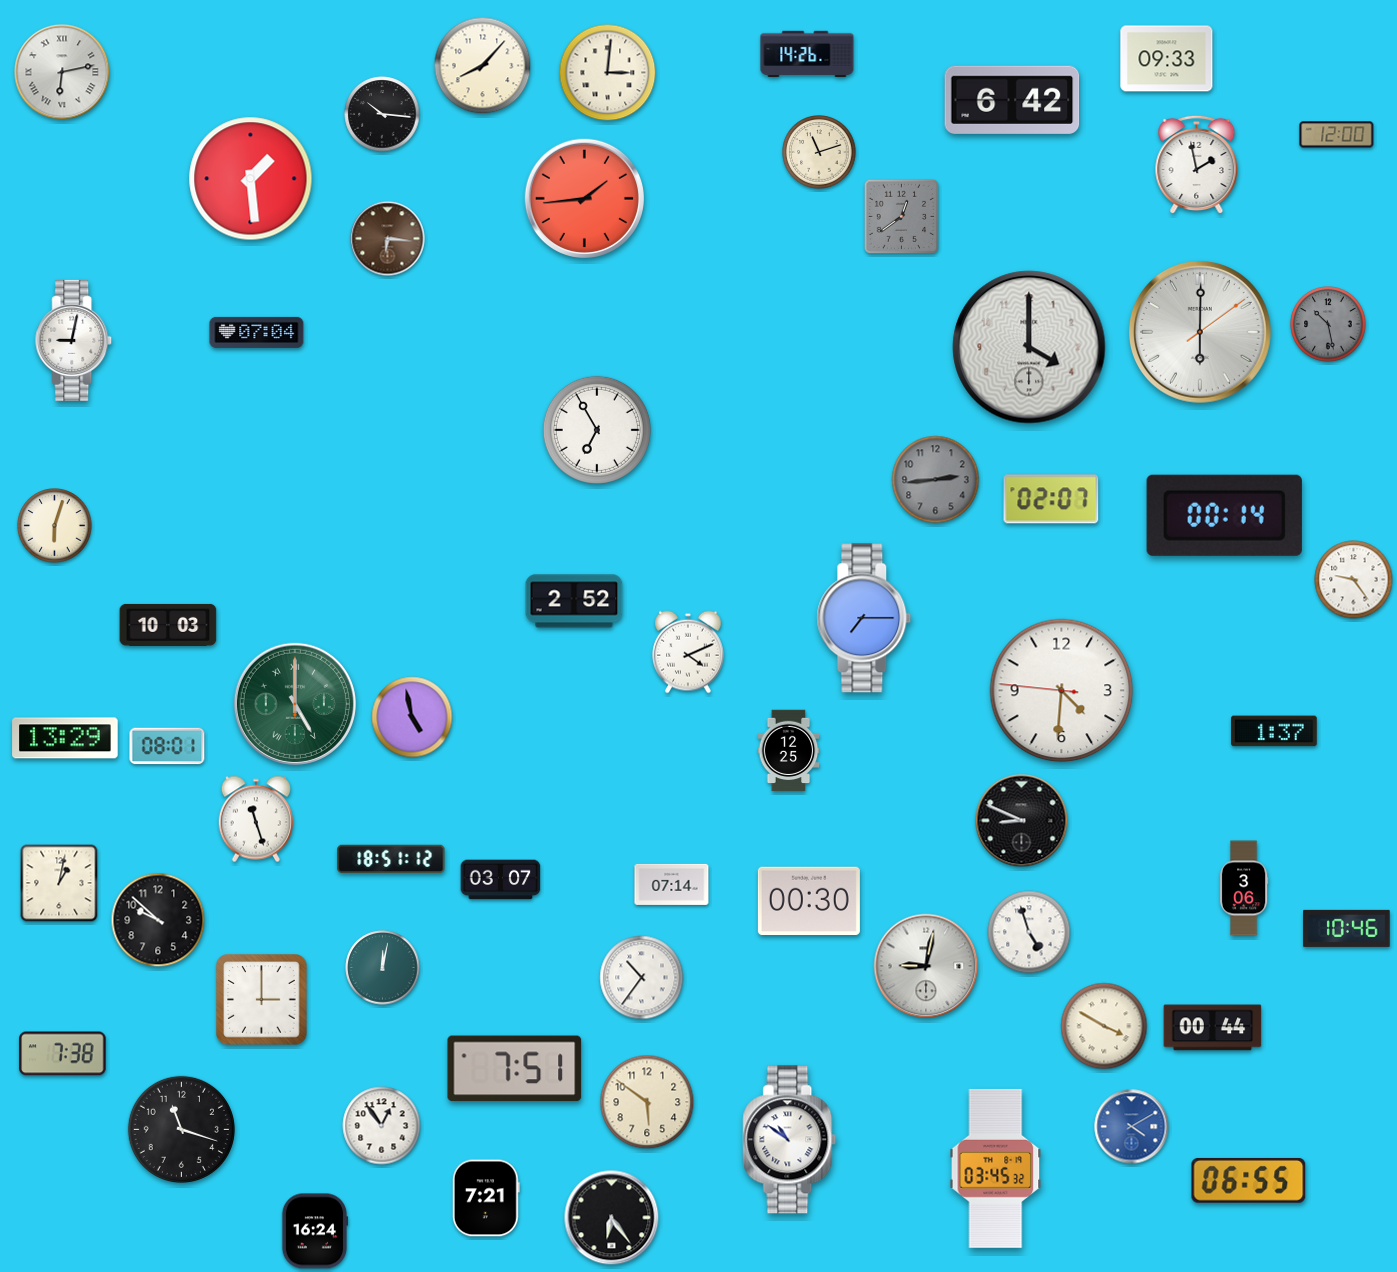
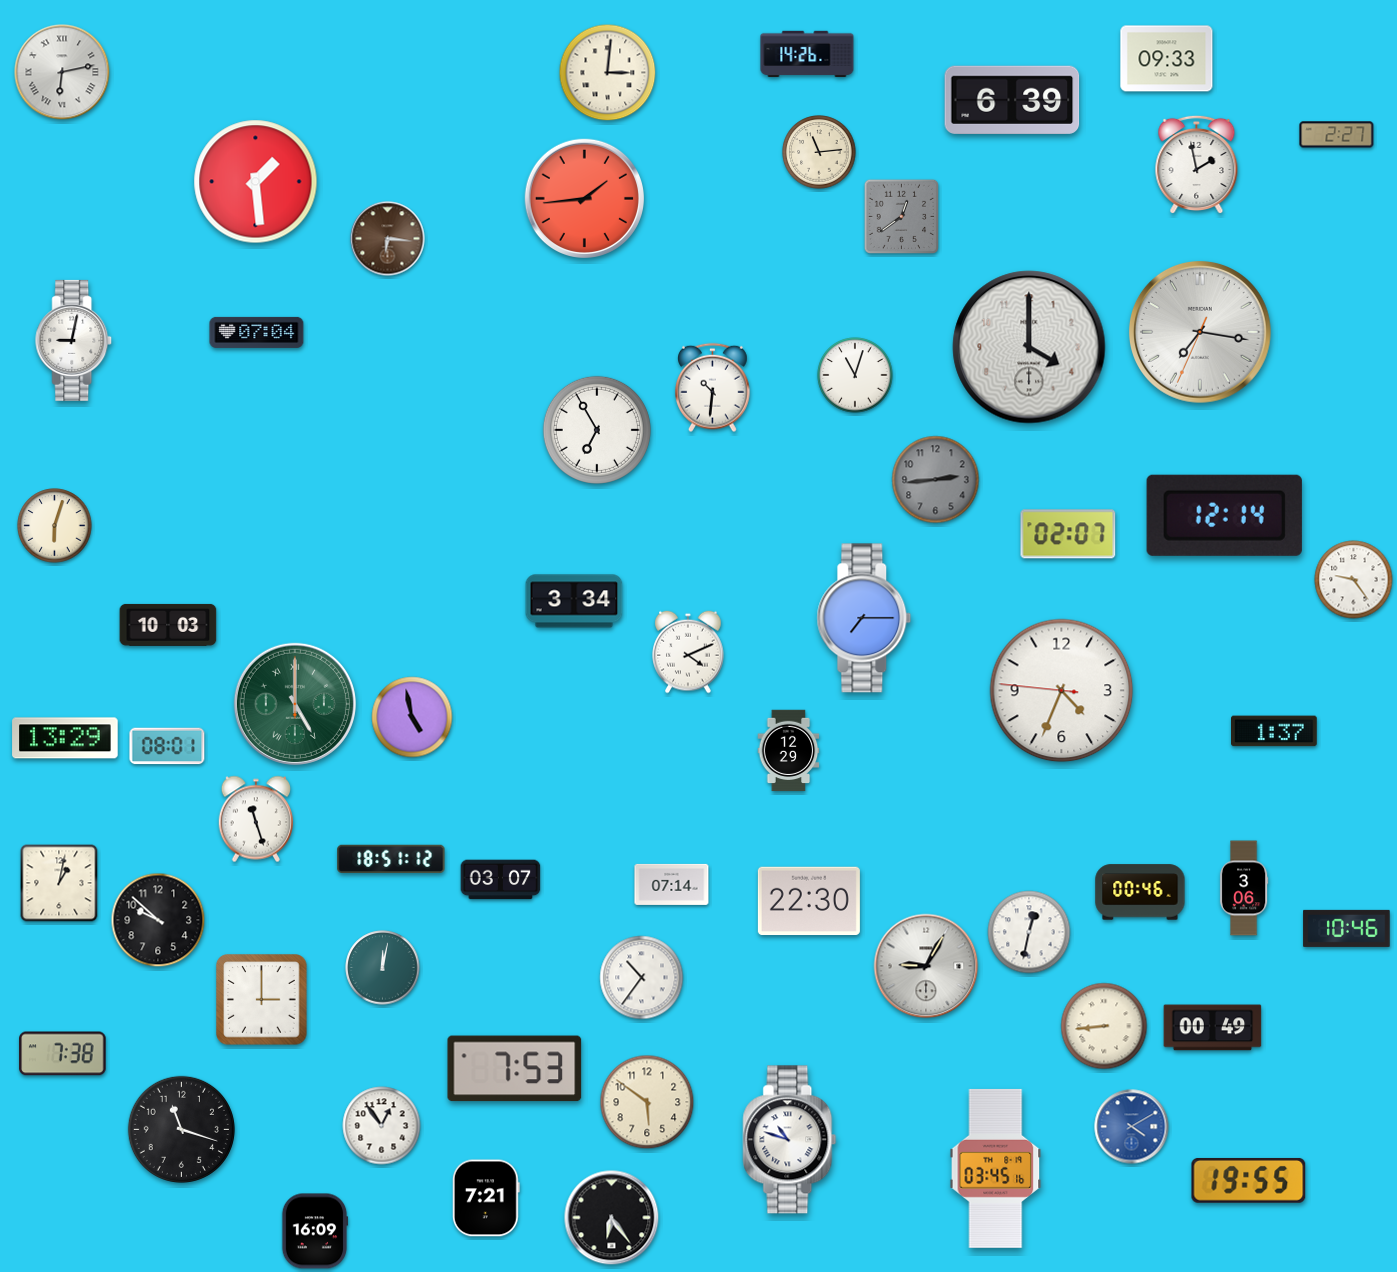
clock at (483, 66): 8:07 -> none
clock at (1012, 100): 6:42 -> 6:39
clock at (382, 114): 10:16 -> none
clock at (1337, 135): 12:00 -> 2:27
clock at (819, 152): 11:12 -> 11:14
clock at (251, 179) position: (251, 179) -> (256, 182)
clock at (1328, 324): 10:28 -> none
clock at (1200, 332): 6:00 -> 7:16
clock at (855, 375): none -> 11:03
clock at (713, 388): none -> 10:31
clock at (1051, 499) position: (1051, 499) -> (1068, 534)
clock at (1224, 515): 00:14 -> 12:14
clock at (574, 601): 2:52 -> 3:34
clock at (1062, 691): 4:30 -> 4:33
clock at (789, 751): 12:25 -> 12:29
clock at (1022, 821): 8:49 -> none
clock at (1140, 892): none -> 00:46
clock at (809, 901): 00:30 -> 22:30
clock at (1029, 932): 4:57 -> 12:32
clock at (926, 966): 9:02 -> 9:05
clock at (1104, 1026): 3:50 -> 8:44
clock at (1213, 1028): 00:44 -> 00:49
clock at (515, 1069): 7:51 -> 7:53
clock at (790, 1140): 10:51 -> 10:48
clock at (996, 1168): 03:45:32 -> 03:45:16
clock at (1249, 1180): 06:55 -> 19:55
clock at (315, 1231): 16:24 -> 16:09
